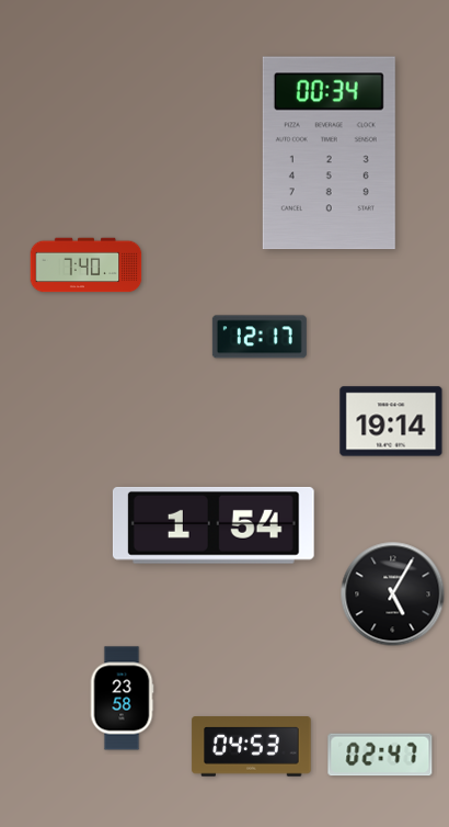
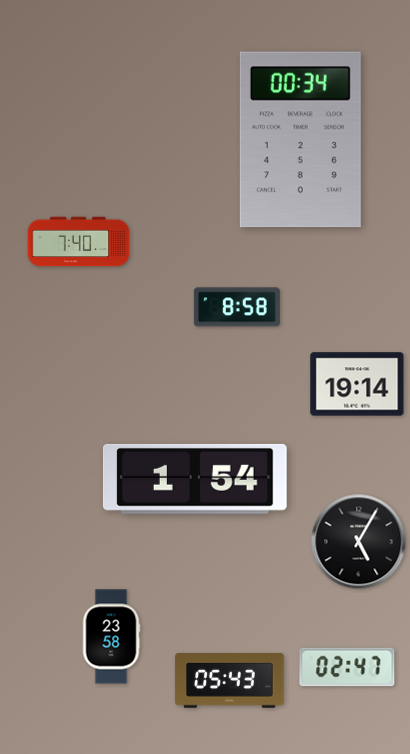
clock at (260, 337): 12:17 -> 8:58
clock at (252, 747): 04:53 -> 05:43
clock at (380, 755) position: (380, 755) -> (347, 667)
